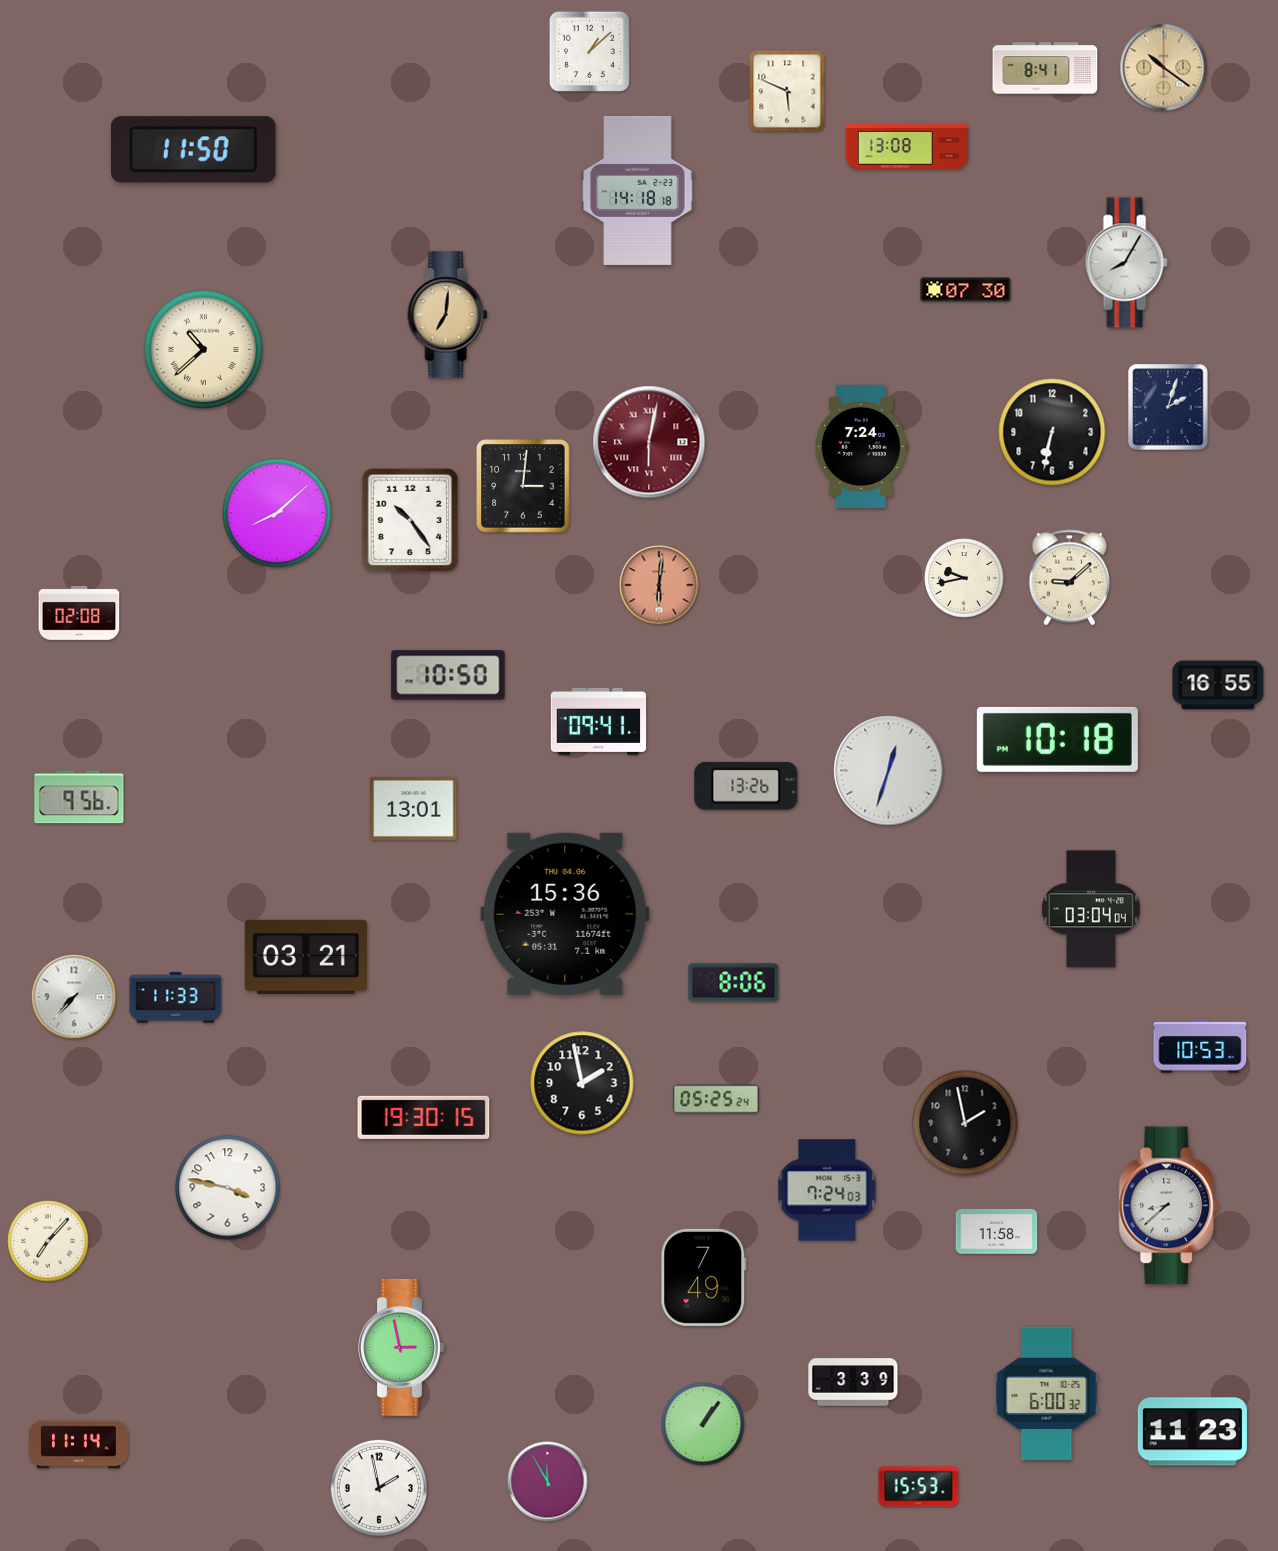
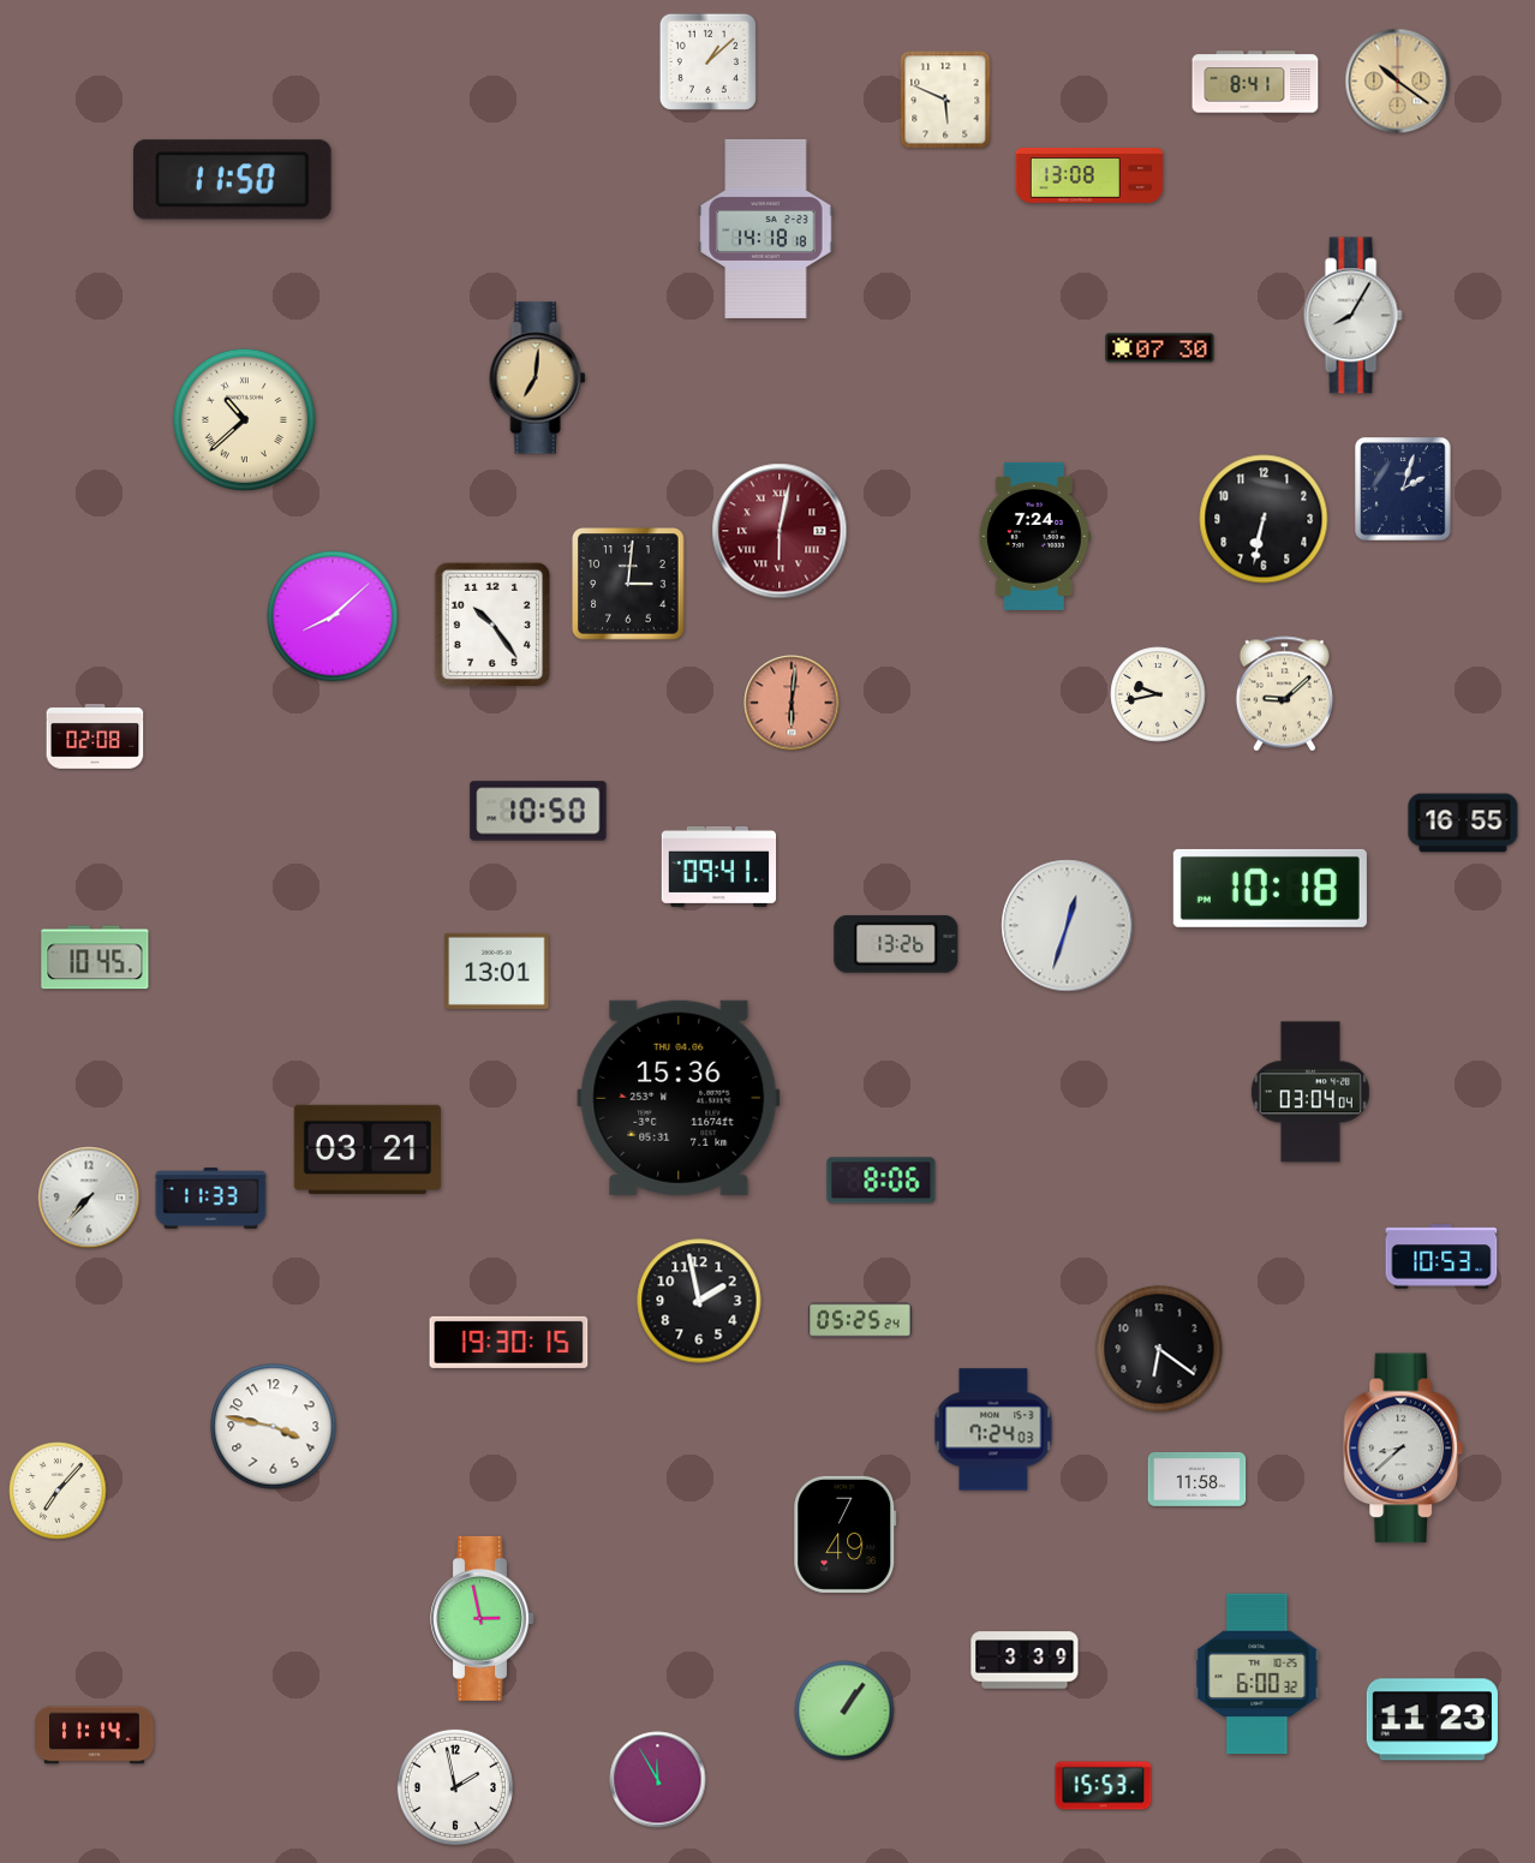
clock at (787, 91) position: (787, 91) -> (945, 100)
clock at (79, 797): 9:56 -> 10:45
clock at (965, 1123): 1:58 -> 6:21
